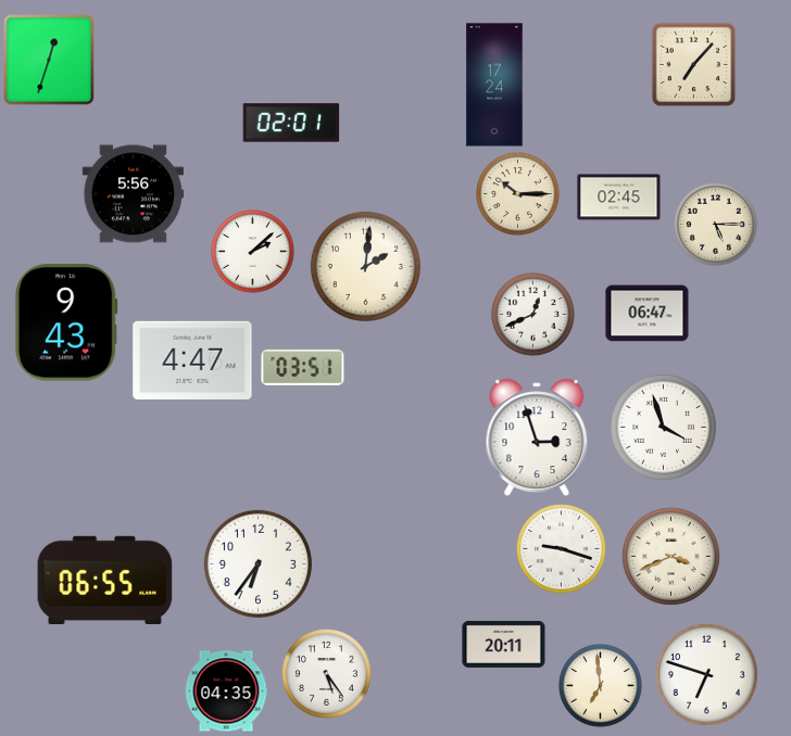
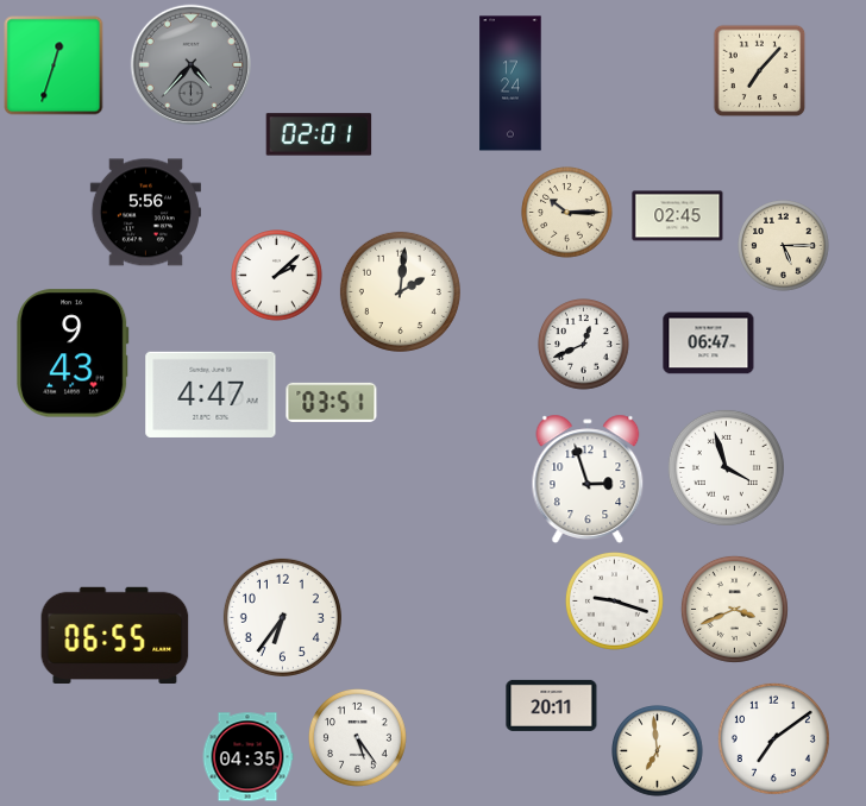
clock at (192, 65): none -> 4:37
clock at (494, 85) position: (494, 85) -> (510, 83)
clock at (706, 674): 6:48 -> 7:09
